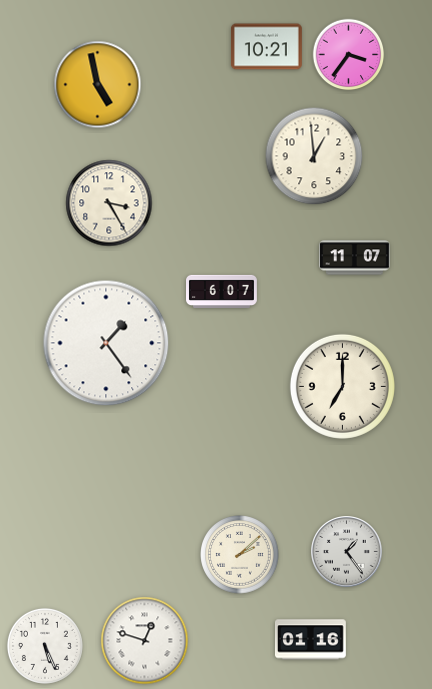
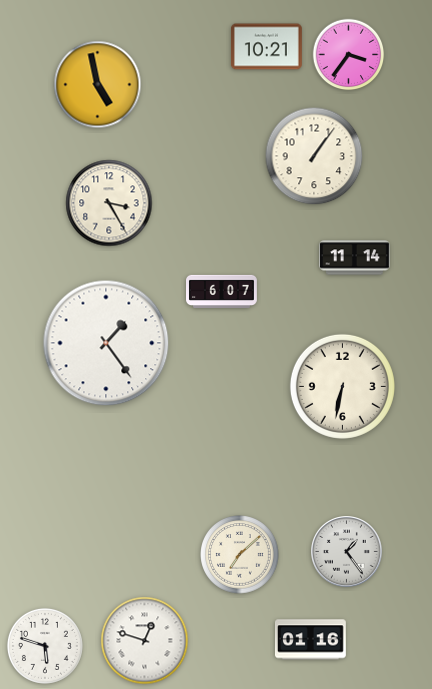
clock at (314, 156): 12:59 -> 1:06
clock at (355, 258): 11:07 -> 11:14
clock at (342, 386): 7:00 -> 6:32
clock at (240, 555): 2:08 -> 7:08
clock at (45, 646): 5:26 -> 5:48
